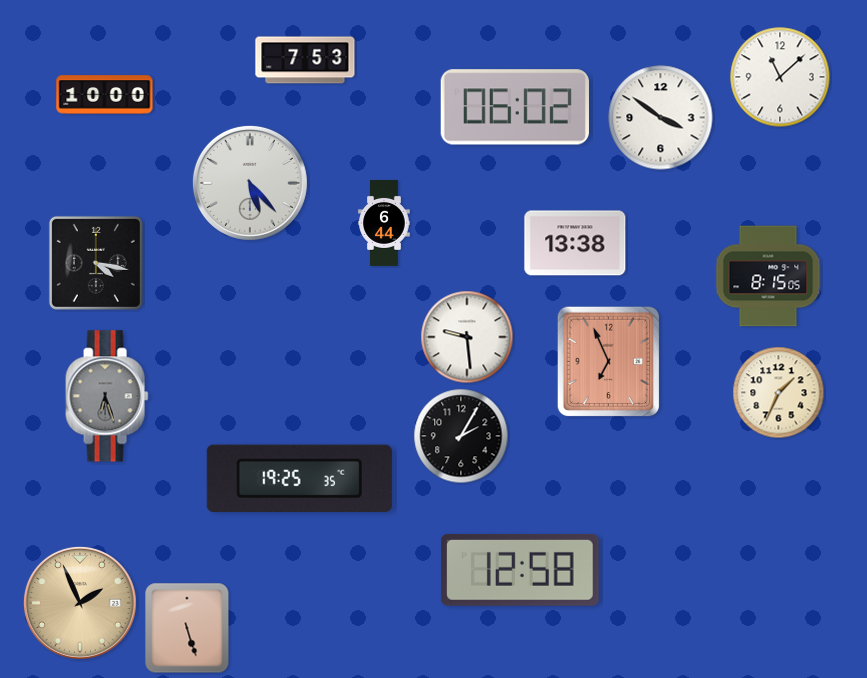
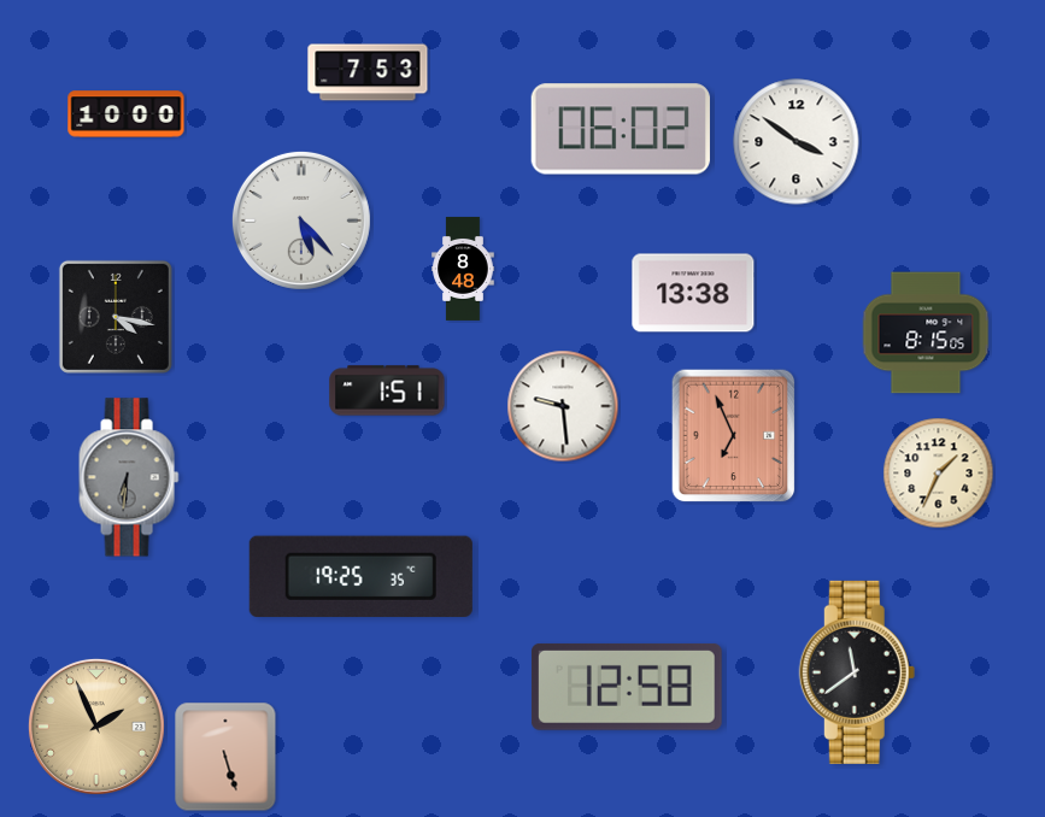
clock at (780, 77): 11:08 -> none
clock at (384, 223): 6:44 -> 8:48
clock at (387, 390): none -> 1:51
clock at (107, 396): 6:27 -> 6:31
clock at (461, 436): 2:05 -> none
clock at (857, 672): none -> 11:39
